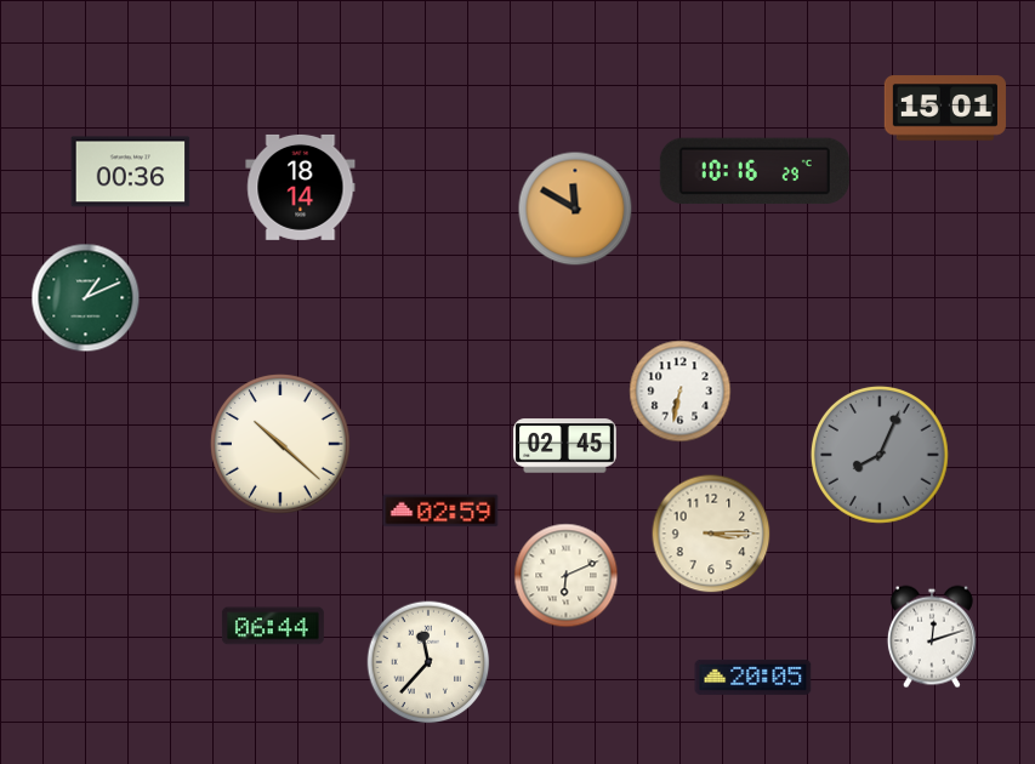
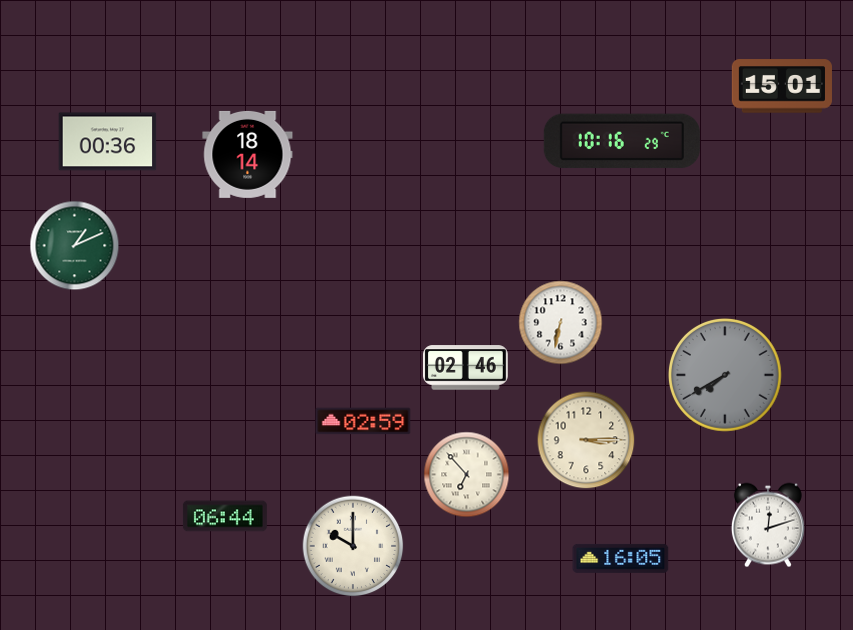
clock at (945, 108) position: (945, 108) -> (782, 86)
clock at (575, 209): 11:50 -> none
clock at (86, 298) position: (86, 298) -> (75, 246)
clock at (280, 444): 10:22 -> none
clock at (565, 446): 02:45 -> 02:46
clock at (880, 455): 8:04 -> 7:40
clock at (567, 576): 6:11 -> 6:53
clock at (428, 662): 11:37 -> 10:00
clock at (753, 677): 20:05 -> 16:05
